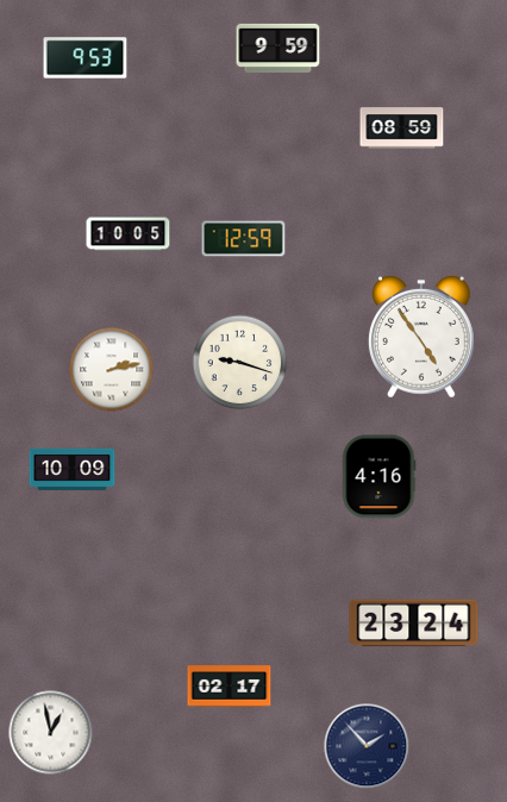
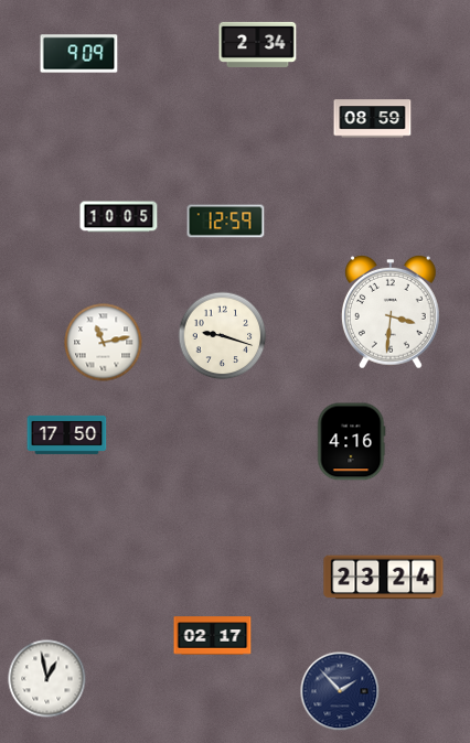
clock at (278, 48): 9:59 -> 2:34
clock at (86, 58): 9:53 -> 9:09
clock at (421, 337): 4:54 -> 3:31
clock at (112, 370): 2:13 -> 11:13
clock at (73, 469): 10:09 -> 17:50
